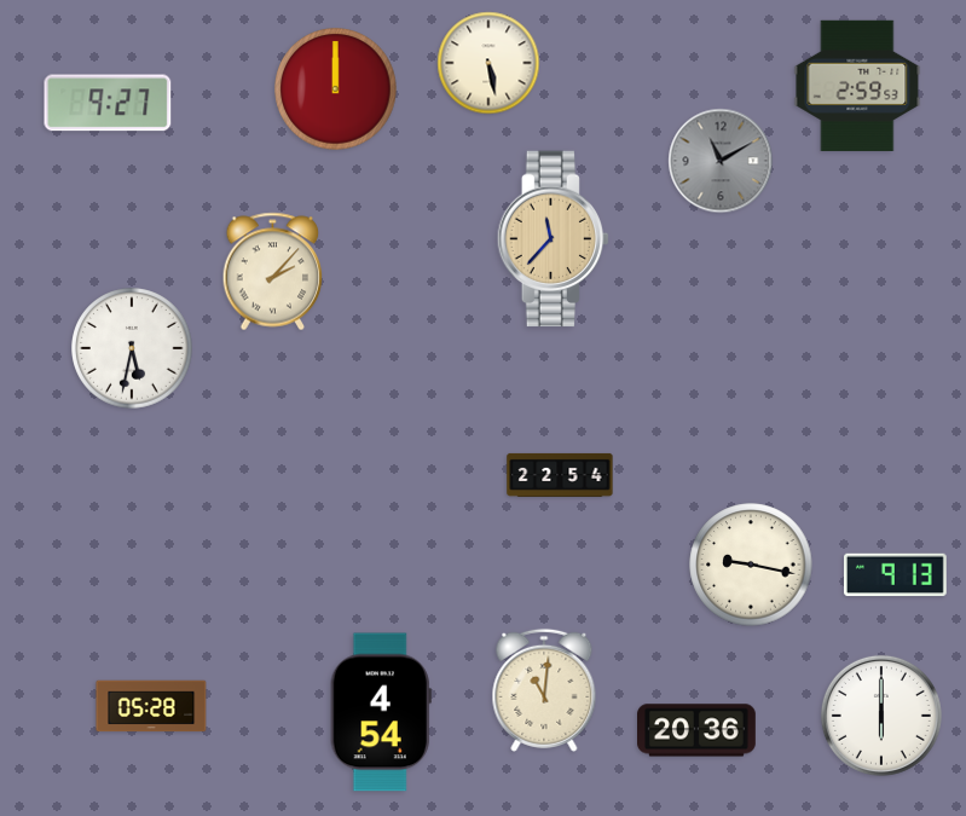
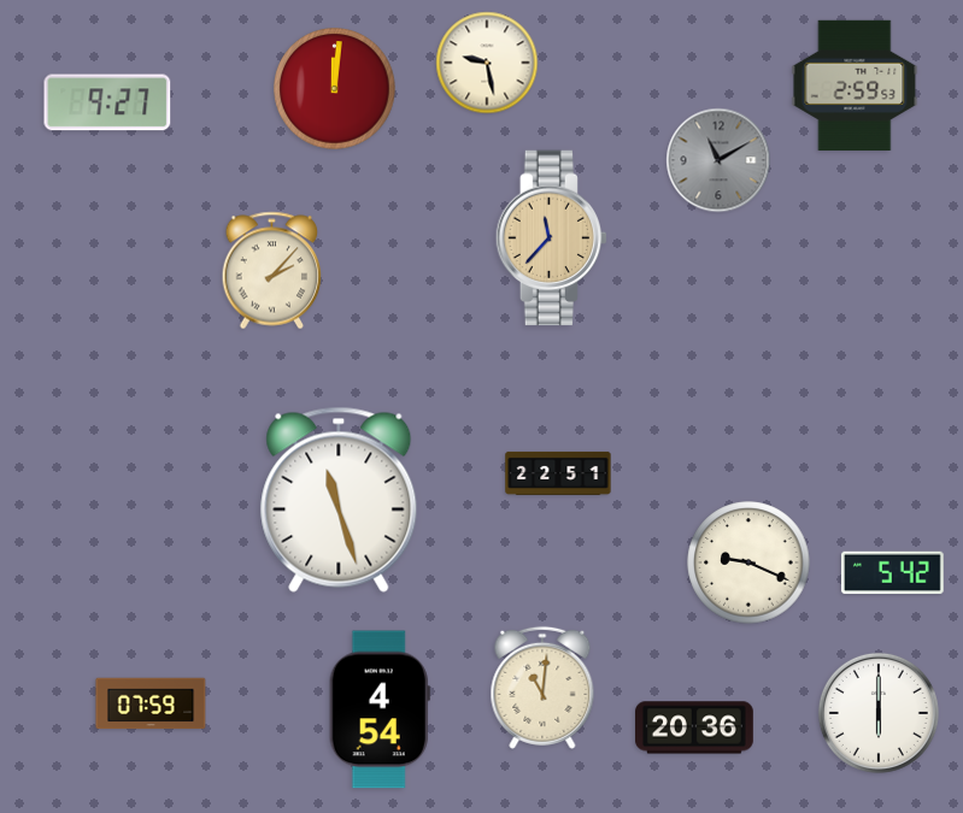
clock at (488, 63): 5:28 -> 9:28
clock at (336, 89): 12:00 -> 12:01
clock at (132, 348): 5:32 -> none
clock at (560, 475): 22:54 -> 22:51
clock at (339, 500): none -> 11:27
clock at (751, 565): 9:17 -> 9:19
clock at (895, 575): 9:13 -> 5:42
clock at (151, 706): 05:28 -> 07:59
